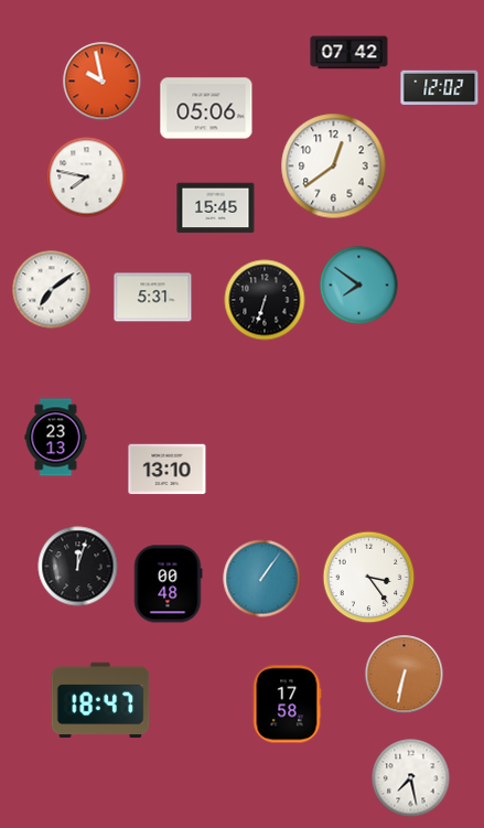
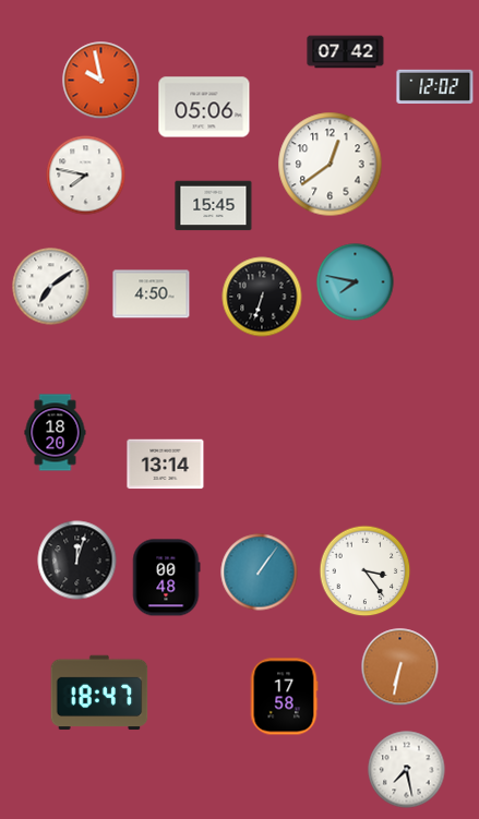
clock at (359, 286): 7:51 -> 7:47
clock at (153, 298): 5:31 -> 4:50
clock at (56, 438): 23:13 -> 18:20
clock at (168, 470): 13:10 -> 13:14
